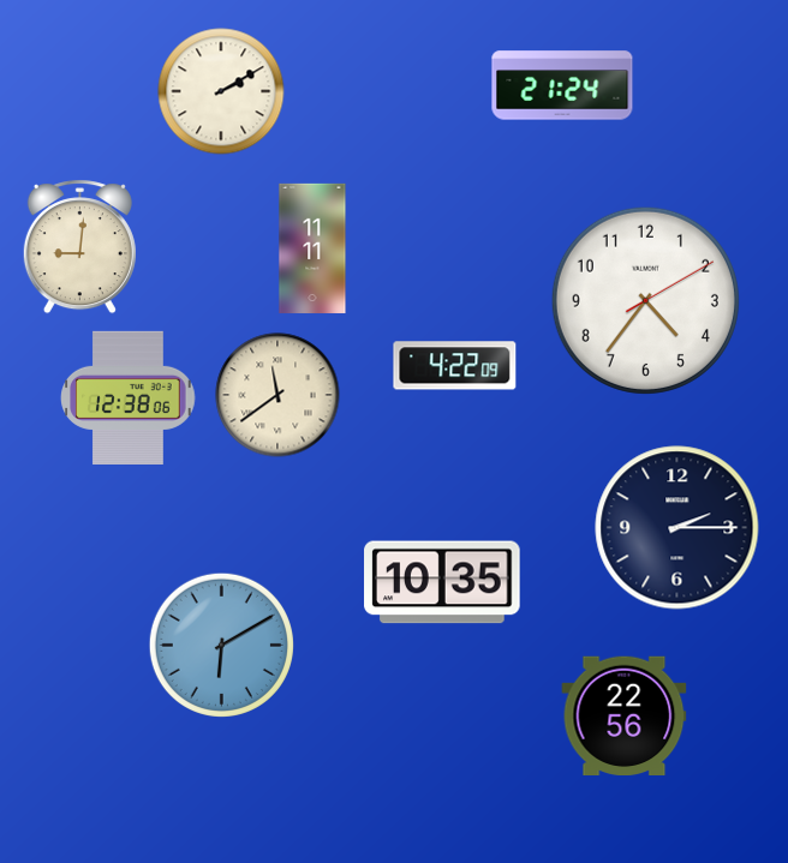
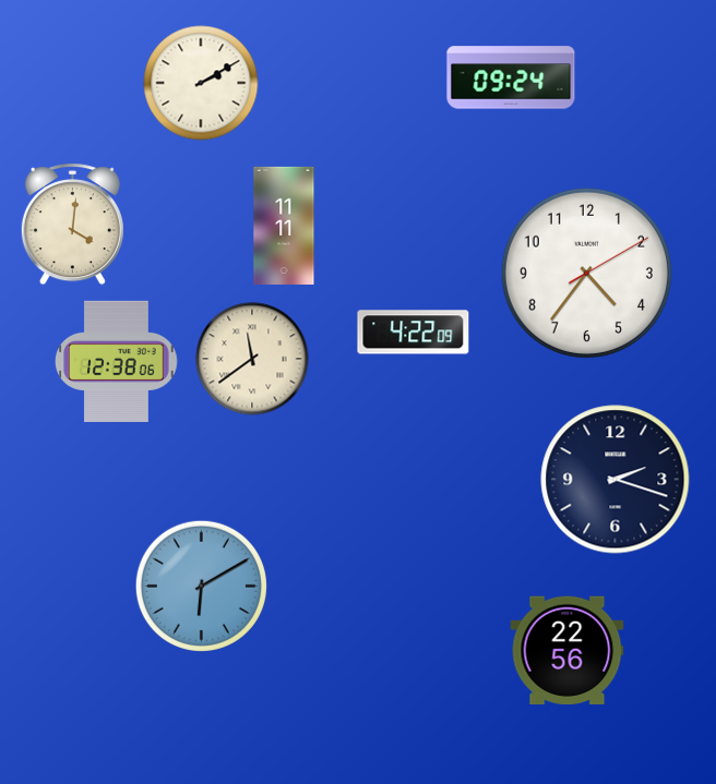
clock at (562, 85): 21:24 -> 09:24
clock at (79, 247): 9:01 -> 4:01
clock at (677, 528): 2:15 -> 2:18
clock at (442, 582): 10:35 -> none
